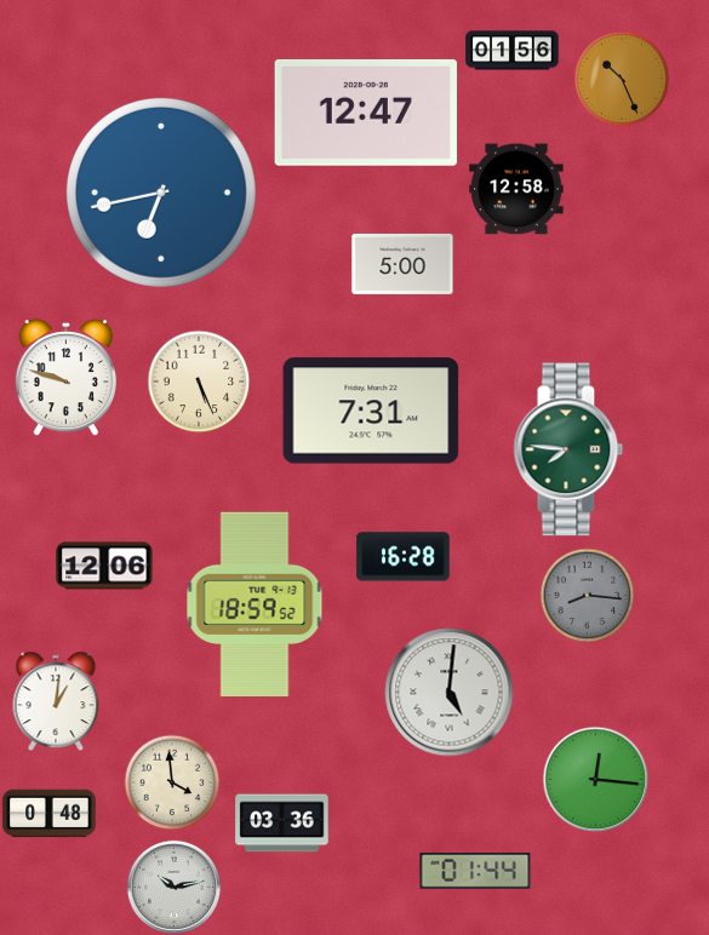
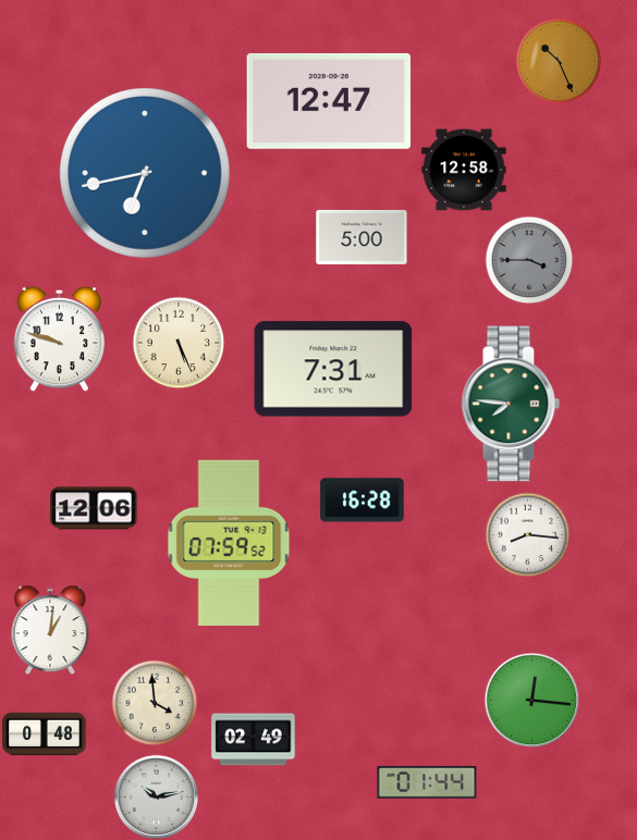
clock at (513, 51): 01:56 -> none
clock at (622, 79) position: (622, 79) -> (559, 61)
clock at (529, 260): none -> 3:45
clock at (587, 595) dial: grey -> white
clock at (255, 603): 18:59 -> 07:59
clock at (450, 693): 5:01 -> none
clock at (595, 779) position: (595, 779) -> (531, 700)
clock at (50, 814) position: (50, 814) -> (45, 734)
clock at (282, 824): 03:36 -> 02:49
